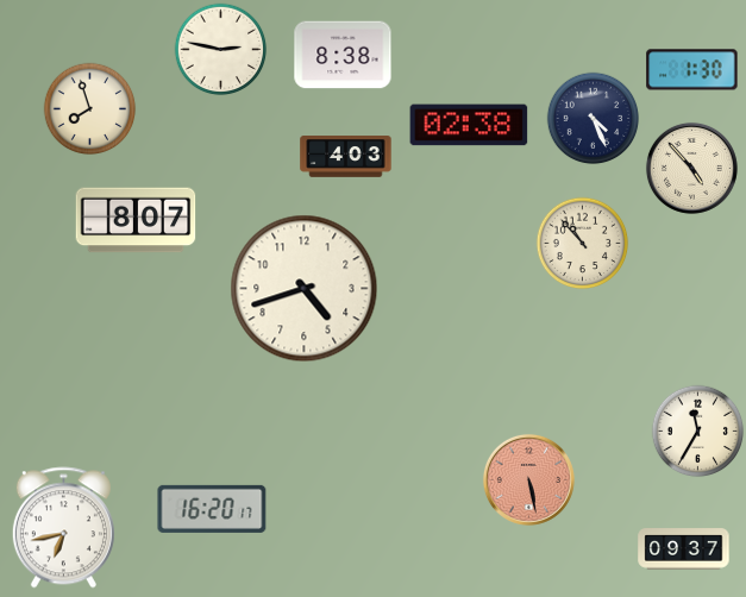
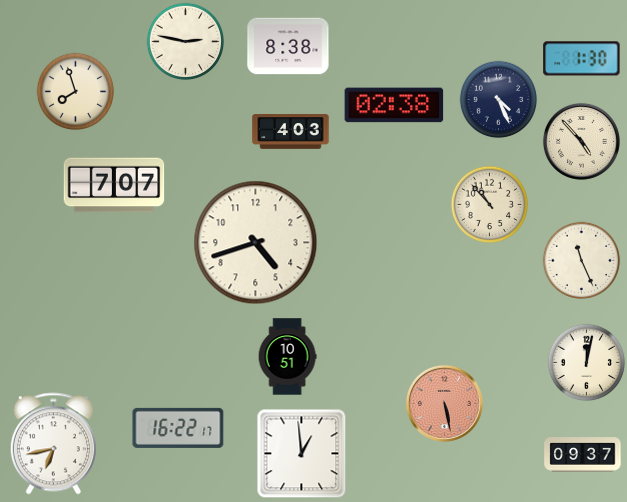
clock at (136, 220): 8:07 -> 7:07
clock at (581, 260): none -> 11:26
clock at (287, 357): none -> 10:51
clock at (697, 431): 11:35 -> 12:02
clock at (212, 509): 16:20 -> 16:22
clock at (301, 453): none -> 12:59
clock at (684, 549) position: (684, 549) -> (583, 455)
